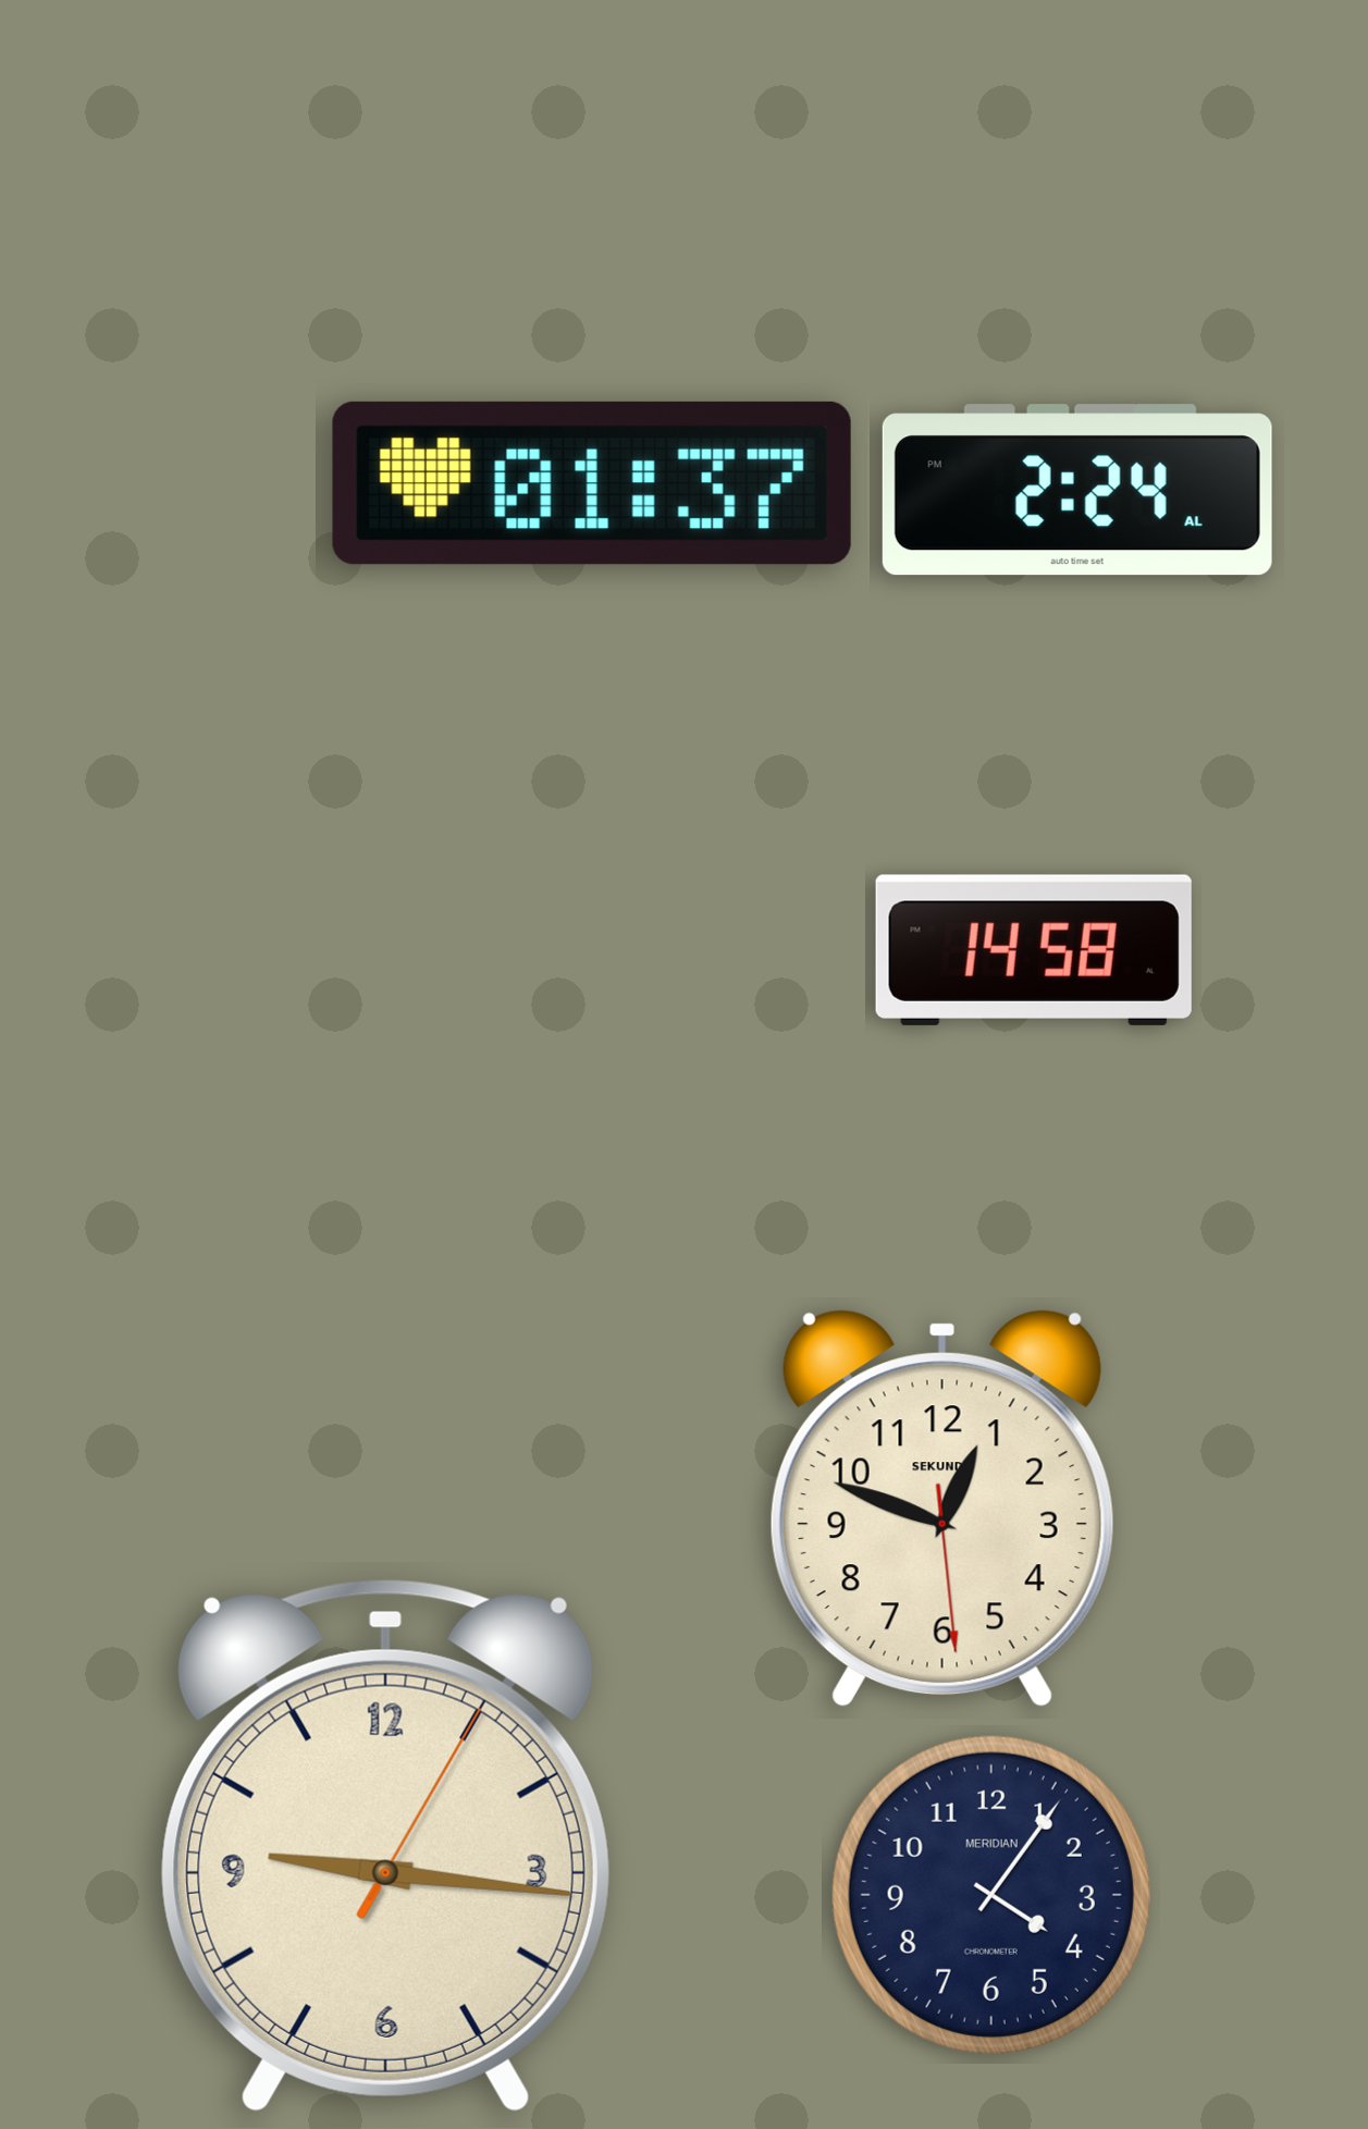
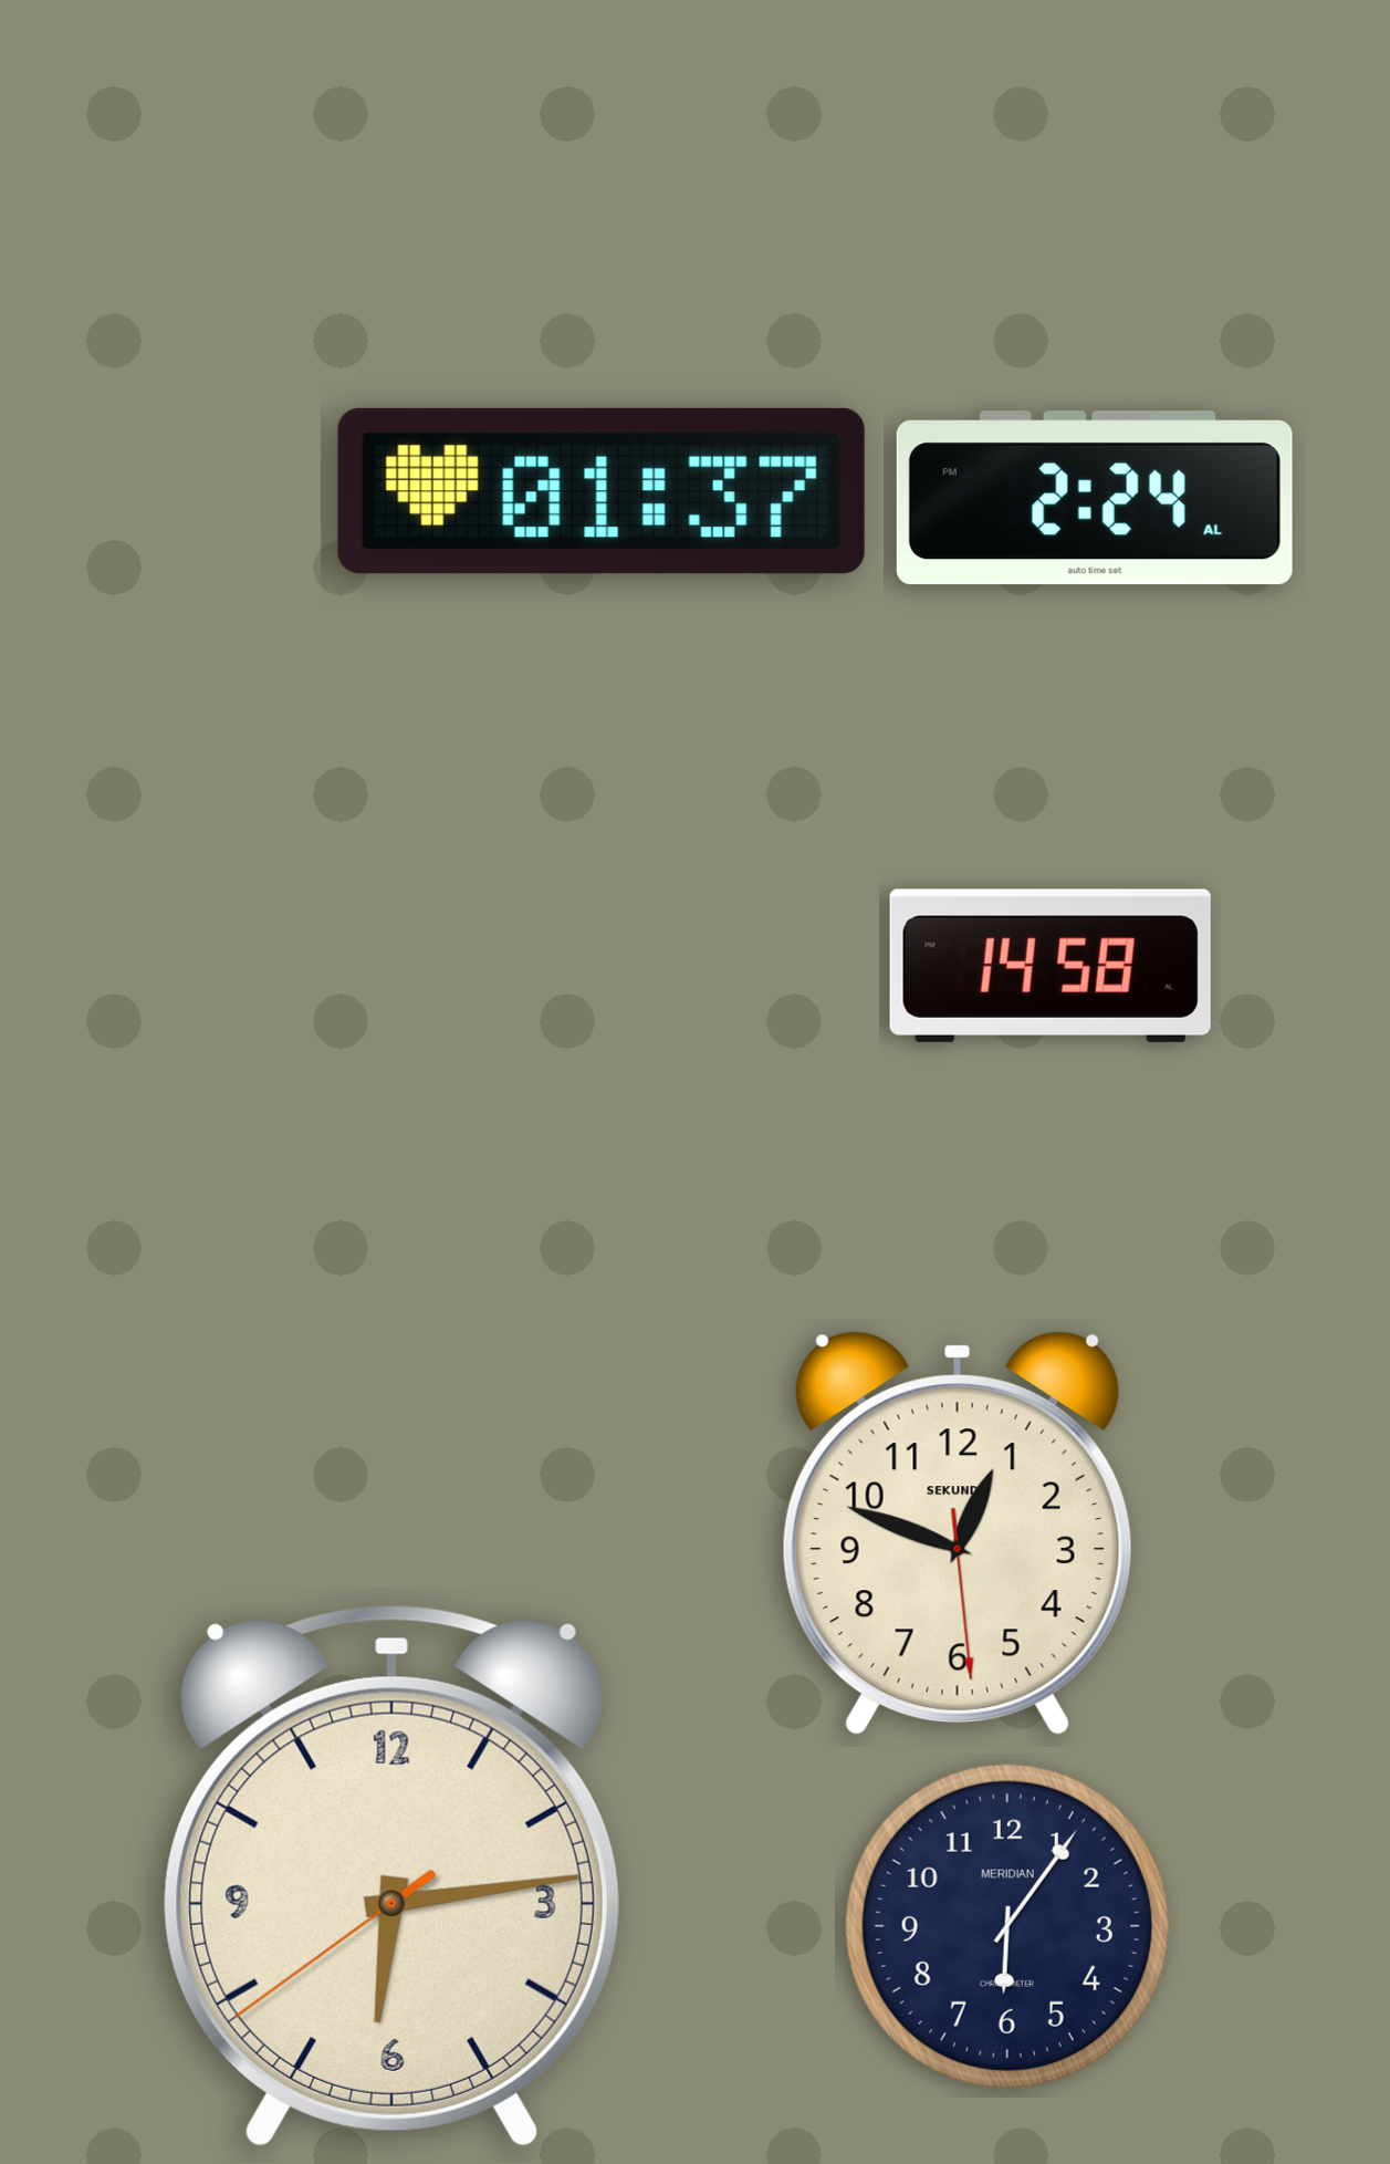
clock at (385, 1845): 9:16 -> 6:13
clock at (991, 1895): 4:06 -> 6:06
